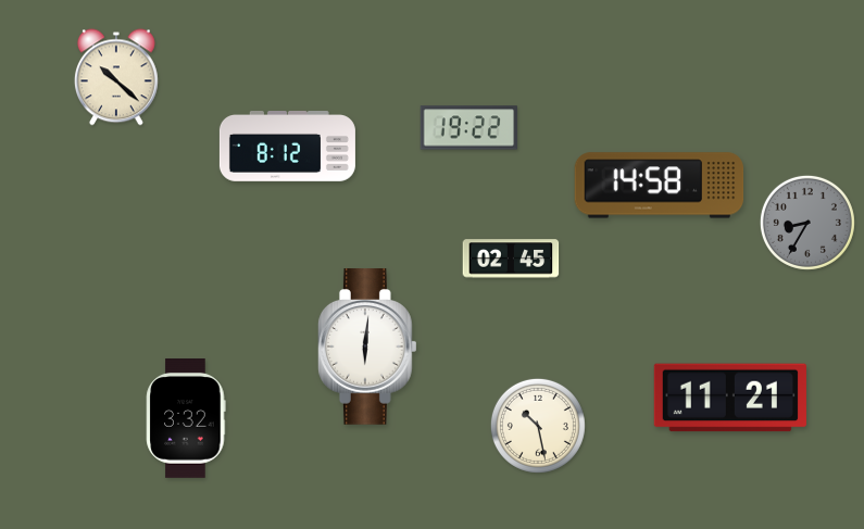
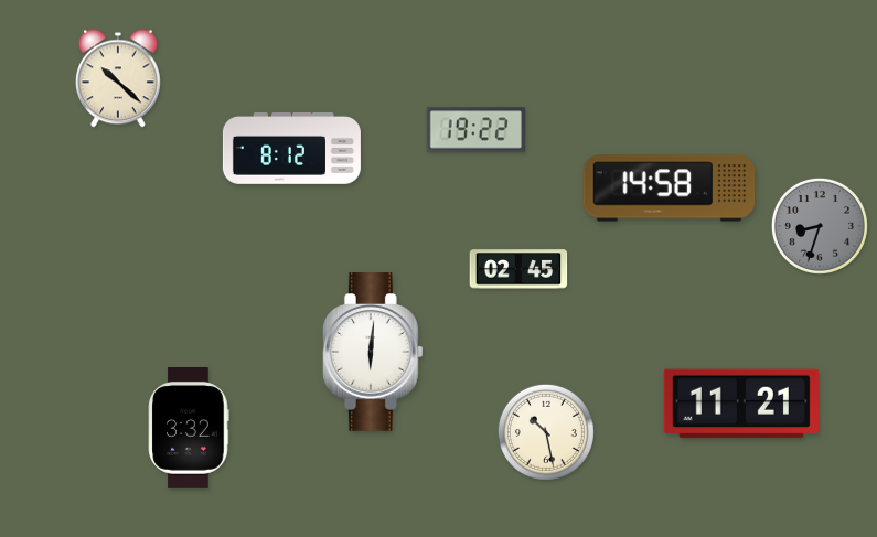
clock at (807, 223): 8:35 -> 8:33
clock at (511, 259) position: (511, 259) -> (518, 269)
clock at (186, 419) position: (186, 419) -> (189, 429)
